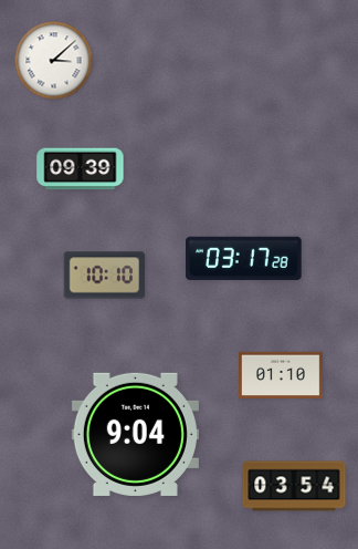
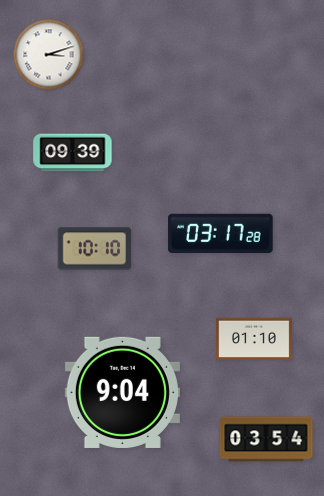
clock at (54, 61): 3:08 -> 3:12
